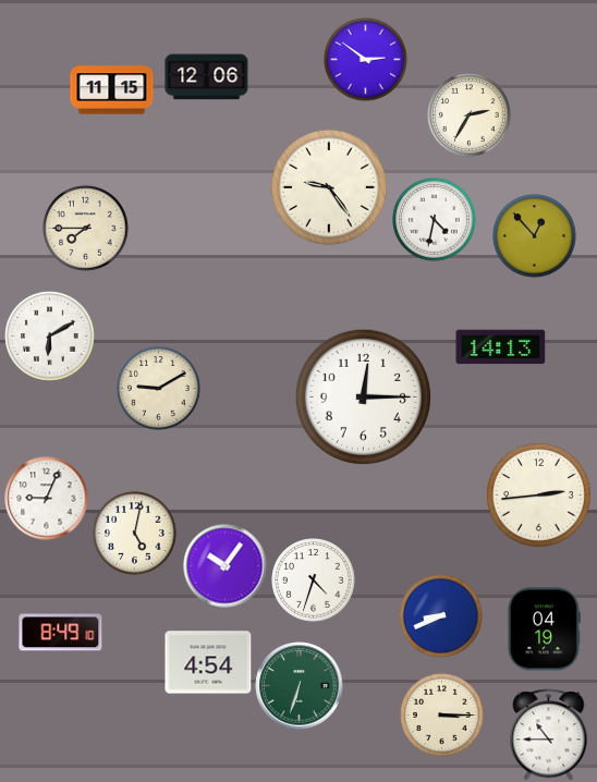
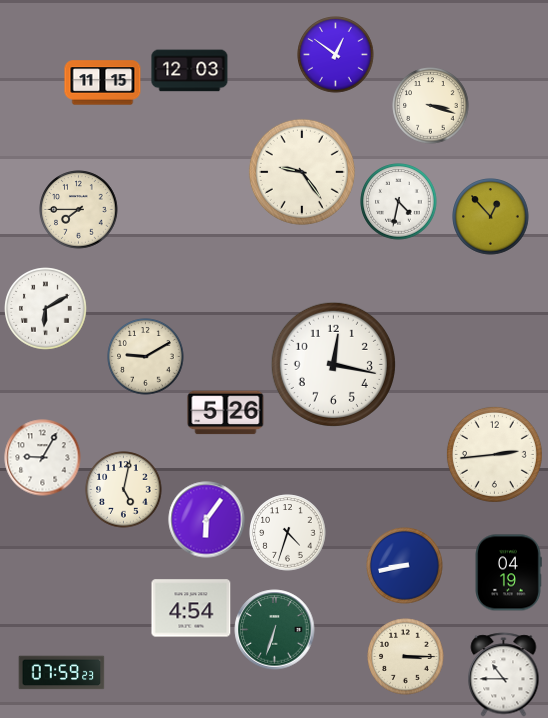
clock at (366, 60): 2:51 -> 12:51
clock at (207, 77): 12:06 -> 12:03
clock at (470, 115): 2:35 -> 3:18
clock at (501, 347): 14:13 -> none
clock at (363, 396): 12:15 -> 12:17
clock at (226, 413): none -> 5:26
clock at (47, 499): 9:04 -> 9:05
clock at (226, 566): 10:06 -> 6:06
clock at (441, 616): 8:41 -> 8:43
clock at (544, 630) position: (544, 630) -> (508, 573)
clock at (61, 633): 8:49 -> none
clock at (62, 673): none -> 07:59
